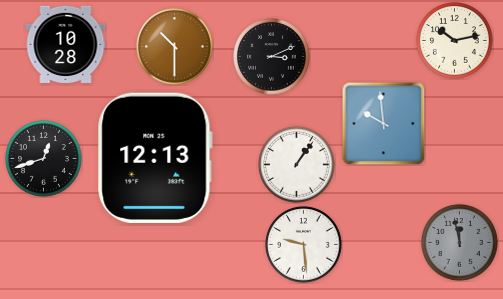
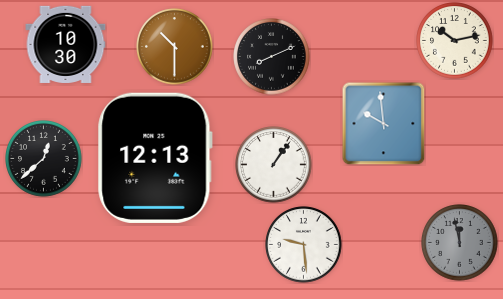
clock at (66, 44): 10:28 -> 10:30
clock at (272, 57): 3:11 -> 8:11
clock at (44, 159): 12:42 -> 12:38
clock at (297, 165) position: (297, 165) -> (274, 165)
